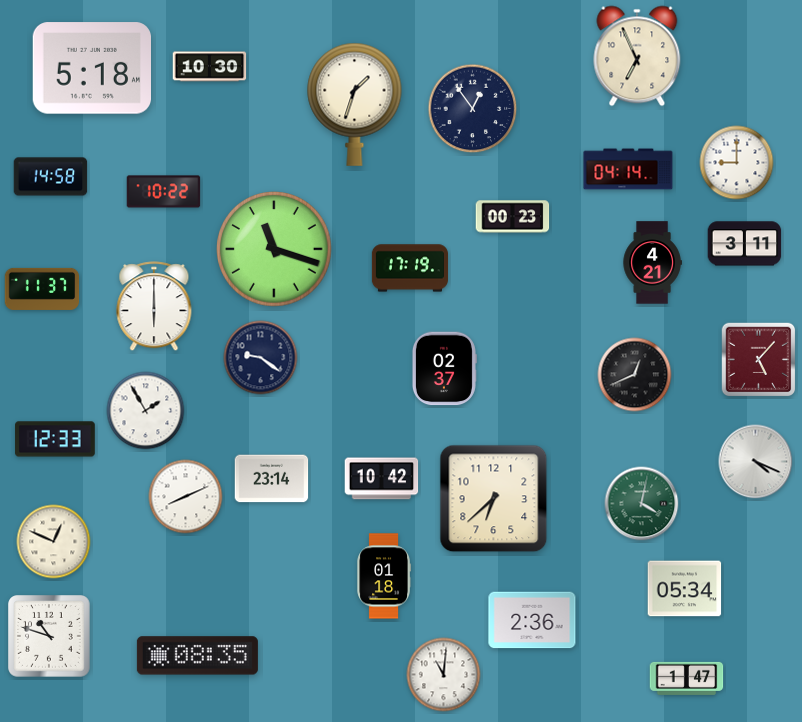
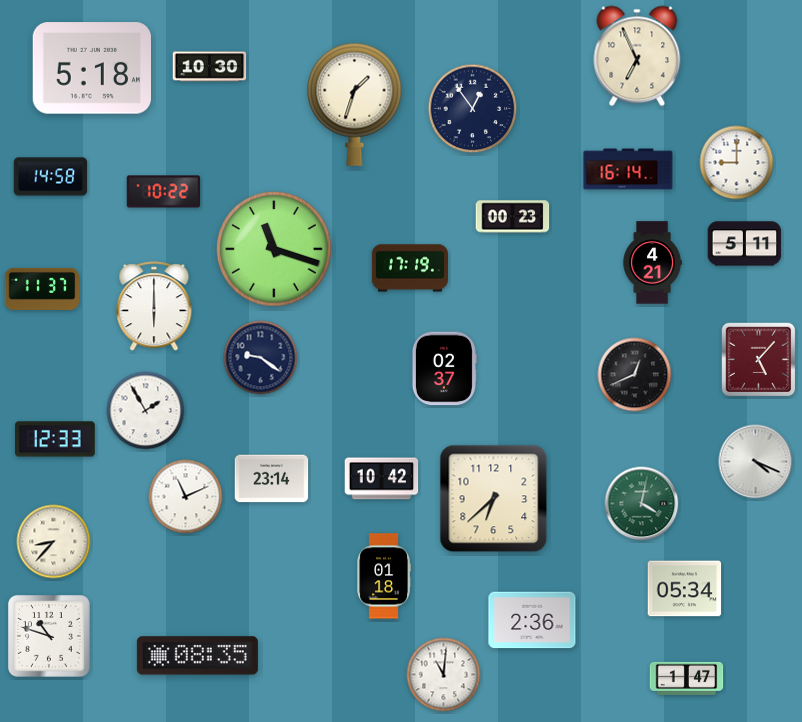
clock at (628, 169): 04:14 -> 16:14
clock at (745, 244): 3:11 -> 5:11
clock at (186, 497): 8:11 -> 11:11
clock at (54, 542): 12:49 -> 8:37
